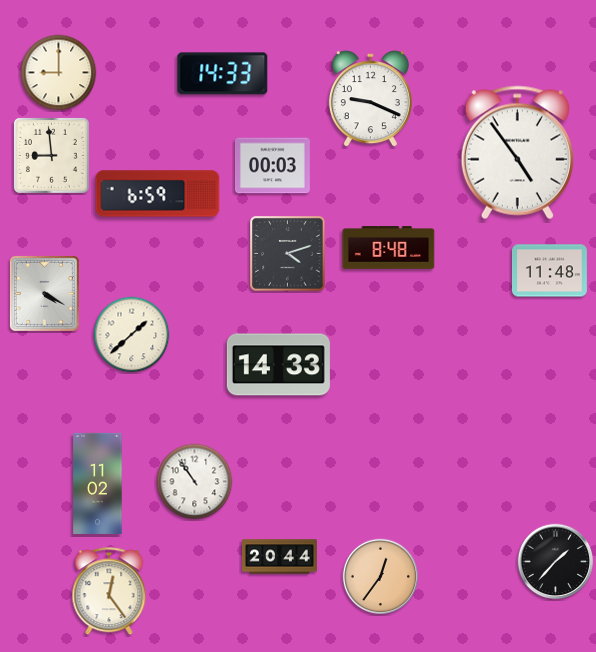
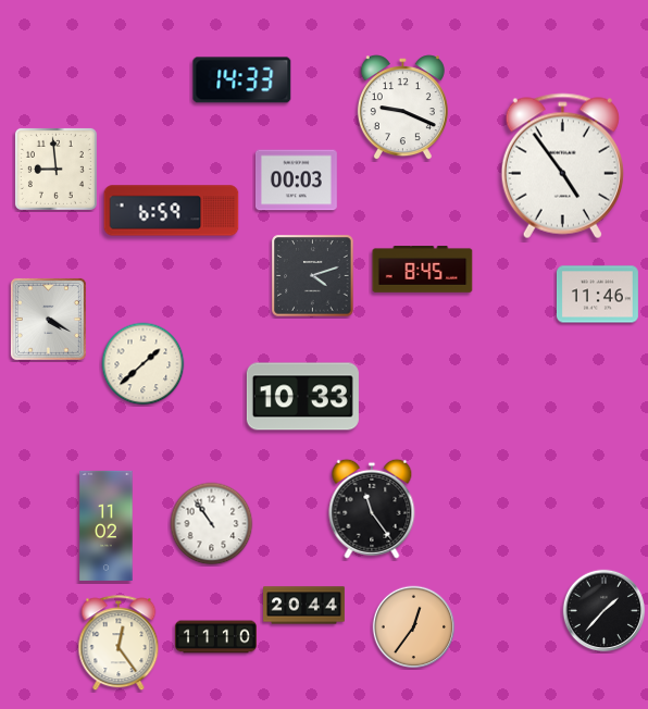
clock at (59, 73): 9:00 -> none
clock at (389, 248): 8:48 -> 8:45
clock at (549, 271): 11:48 -> 11:46
clock at (278, 365): 14:33 -> 10:33
clock at (372, 509): none -> 11:24
clock at (216, 637): none -> 11:10
